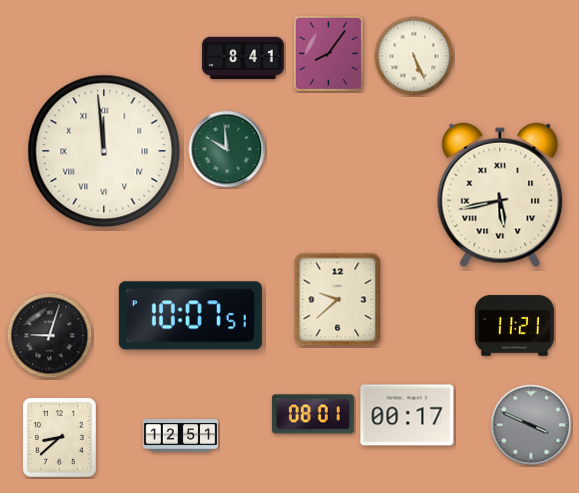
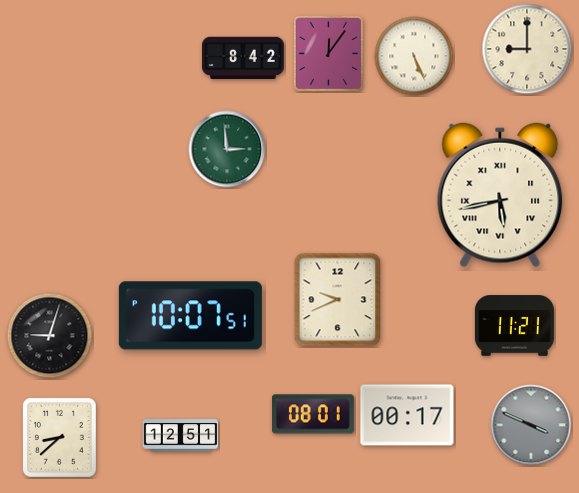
clock at (527, 49): none -> 9:00
clock at (328, 53): 8:06 -> 12:06
clock at (243, 58): 8:41 -> 8:42
clock at (227, 149): 9:59 -> 2:59
clock at (104, 151): 11:59 -> none
clock at (338, 300): 9:38 -> 9:41
